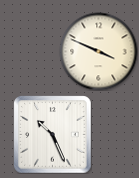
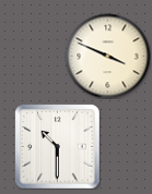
clock at (52, 134): 10:26 -> 10:30
